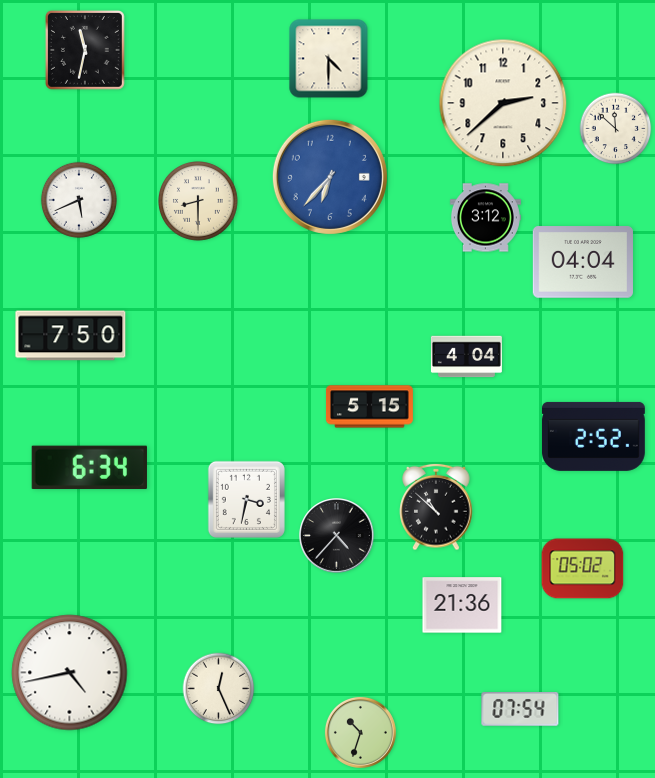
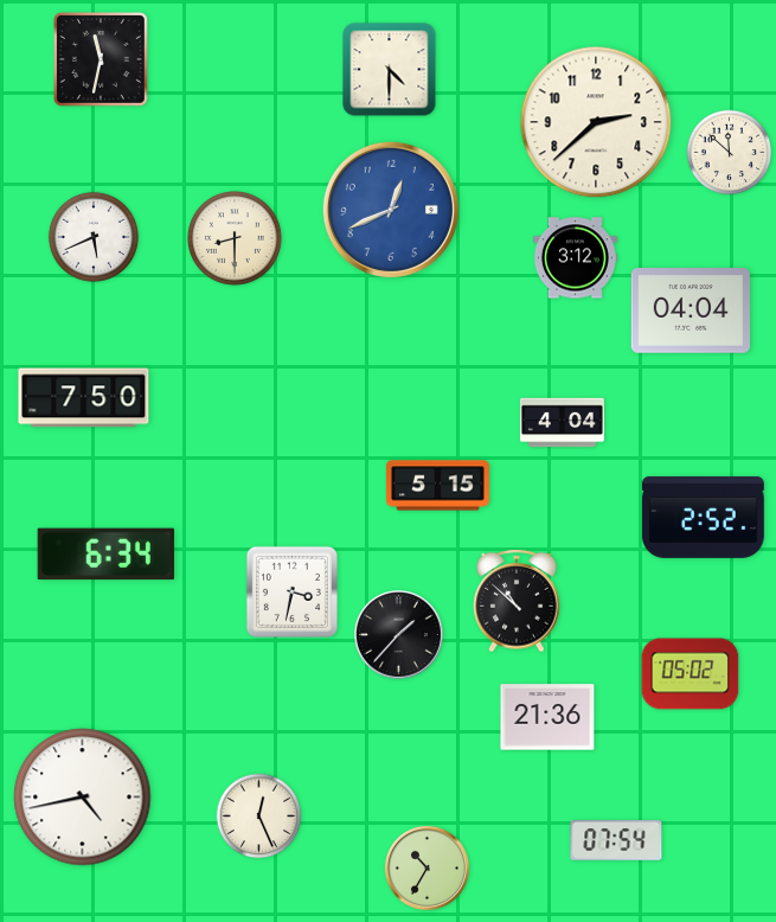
clock at (330, 177): 6:37 -> 12:41
clock at (466, 357) position: (466, 357) -> (562, 423)
clock at (369, 407) position: (369, 407) -> (437, 486)
clock at (337, 536): 4:37 -> 1:37
clock at (360, 732): 10:33 -> 10:35
